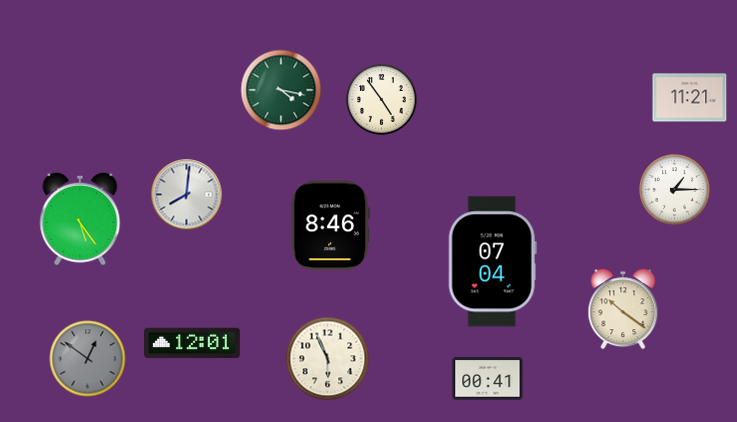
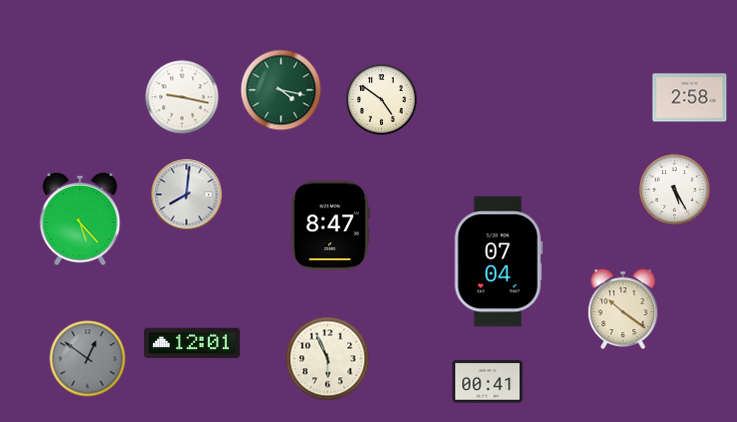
clock at (182, 97): none -> 9:17
clock at (690, 98): 11:21 -> 2:58
clock at (382, 100): 4:54 -> 4:51
clock at (675, 190): 1:15 -> 5:25
clock at (80, 219): 5:24 -> 5:23
clock at (330, 226): 8:46 -> 8:47
clock at (492, 262) position: (492, 262) -> (498, 262)
clock at (488, 379) position: (488, 379) -> (488, 382)
